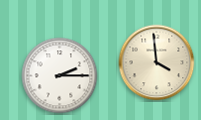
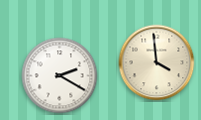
clock at (60, 76): 2:15 -> 2:20
